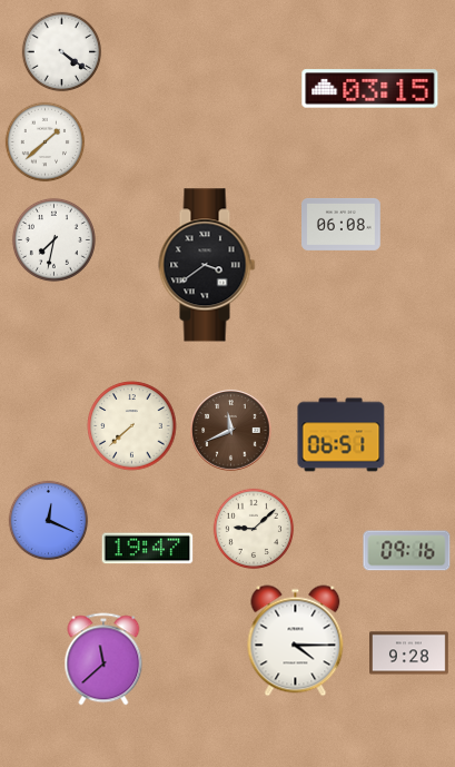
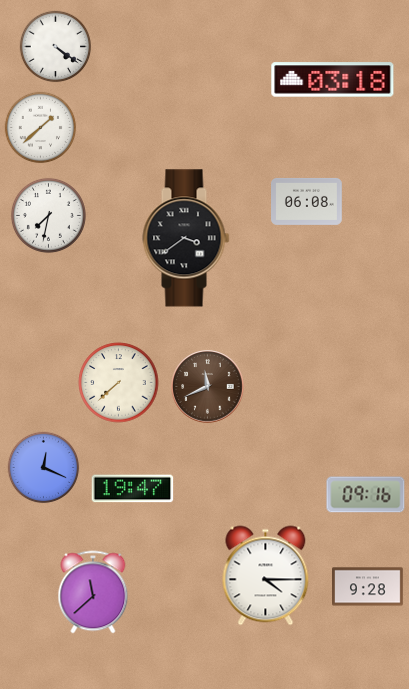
clock at (370, 89): 03:15 -> 03:18
clock at (342, 435): 06:51 -> none
clock at (253, 528): 9:08 -> none
clock at (148, 549) position: (148, 549) -> (133, 489)
